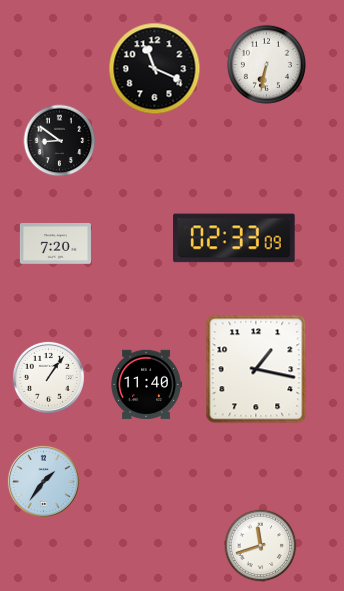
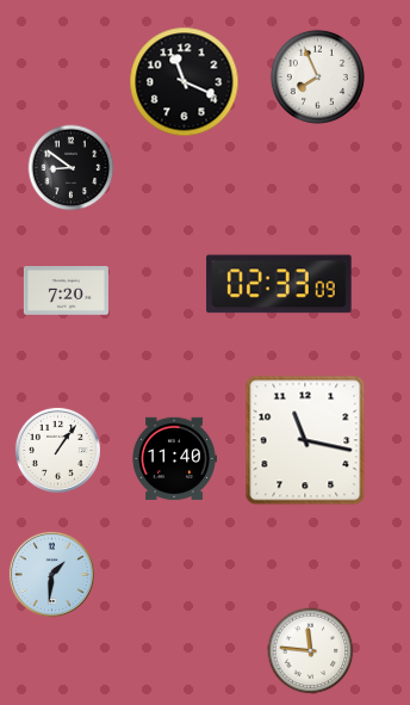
clock at (266, 64): 6:32 -> 7:56
clock at (256, 369): 1:17 -> 11:17
clock at (43, 481): 1:36 -> 1:31
clock at (261, 546): 11:42 -> 11:46
